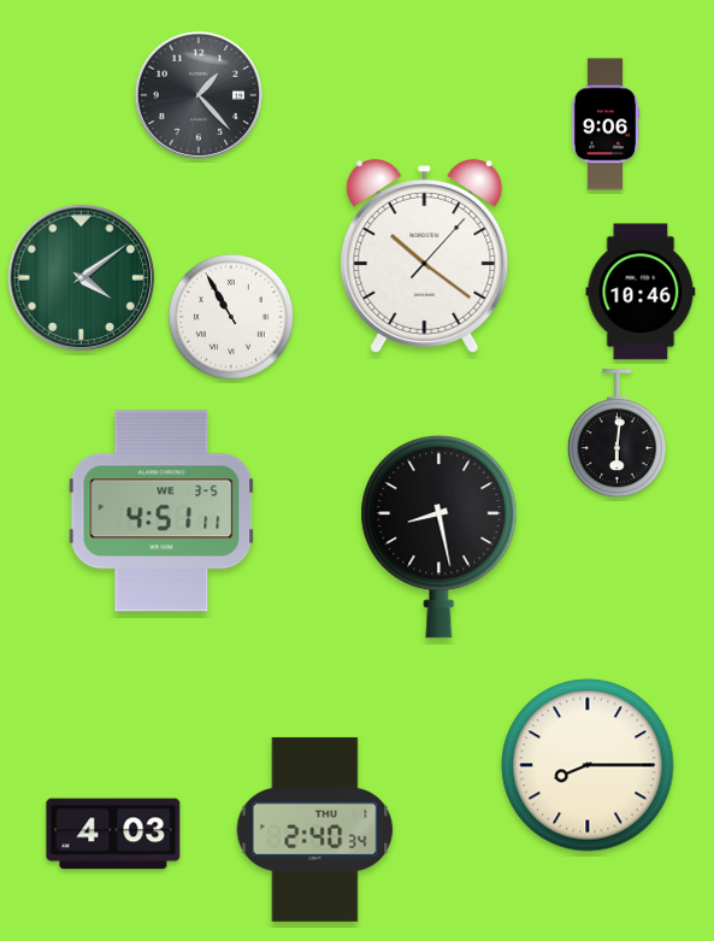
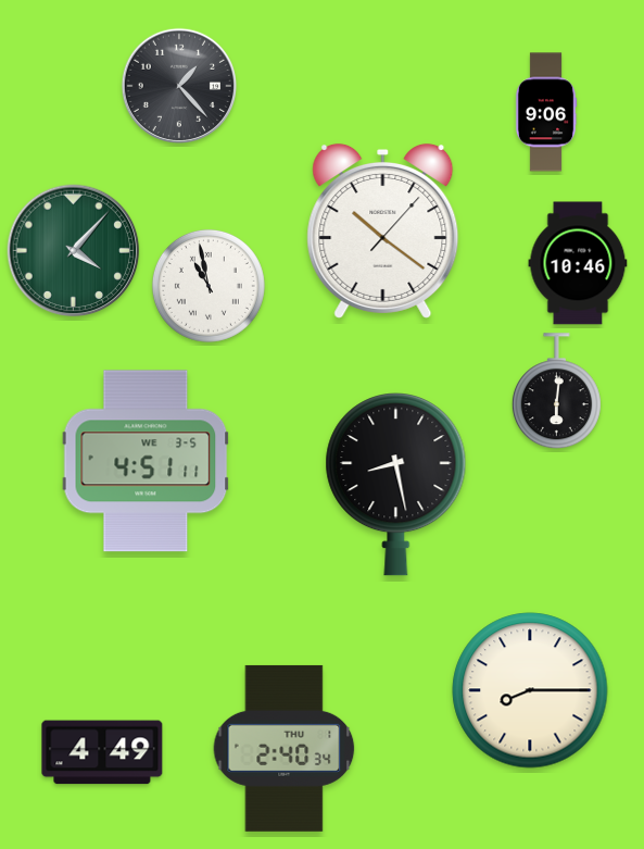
clock at (82, 278): 4:09 -> 4:07
clock at (231, 317): 10:55 -> 10:58
clock at (113, 834): 4:03 -> 4:49
